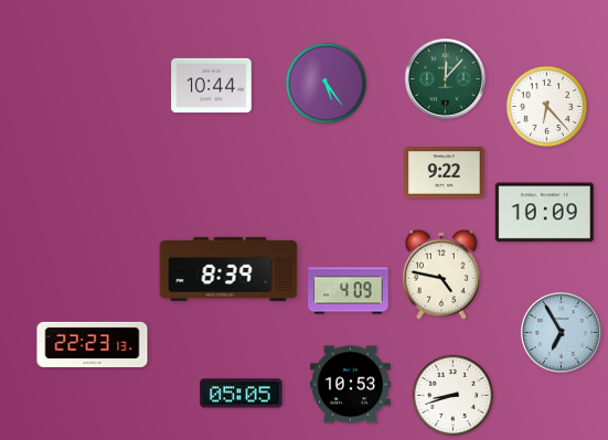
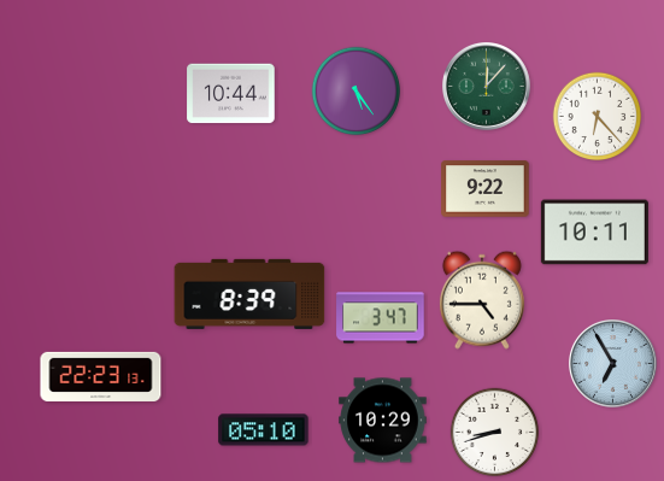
clock at (544, 213): 10:09 -> 10:11
clock at (441, 275): 4:47 -> 4:45
clock at (349, 291): 4:09 -> 3:47
clock at (351, 385): 10:53 -> 10:29
clock at (242, 394): 05:05 -> 05:10
